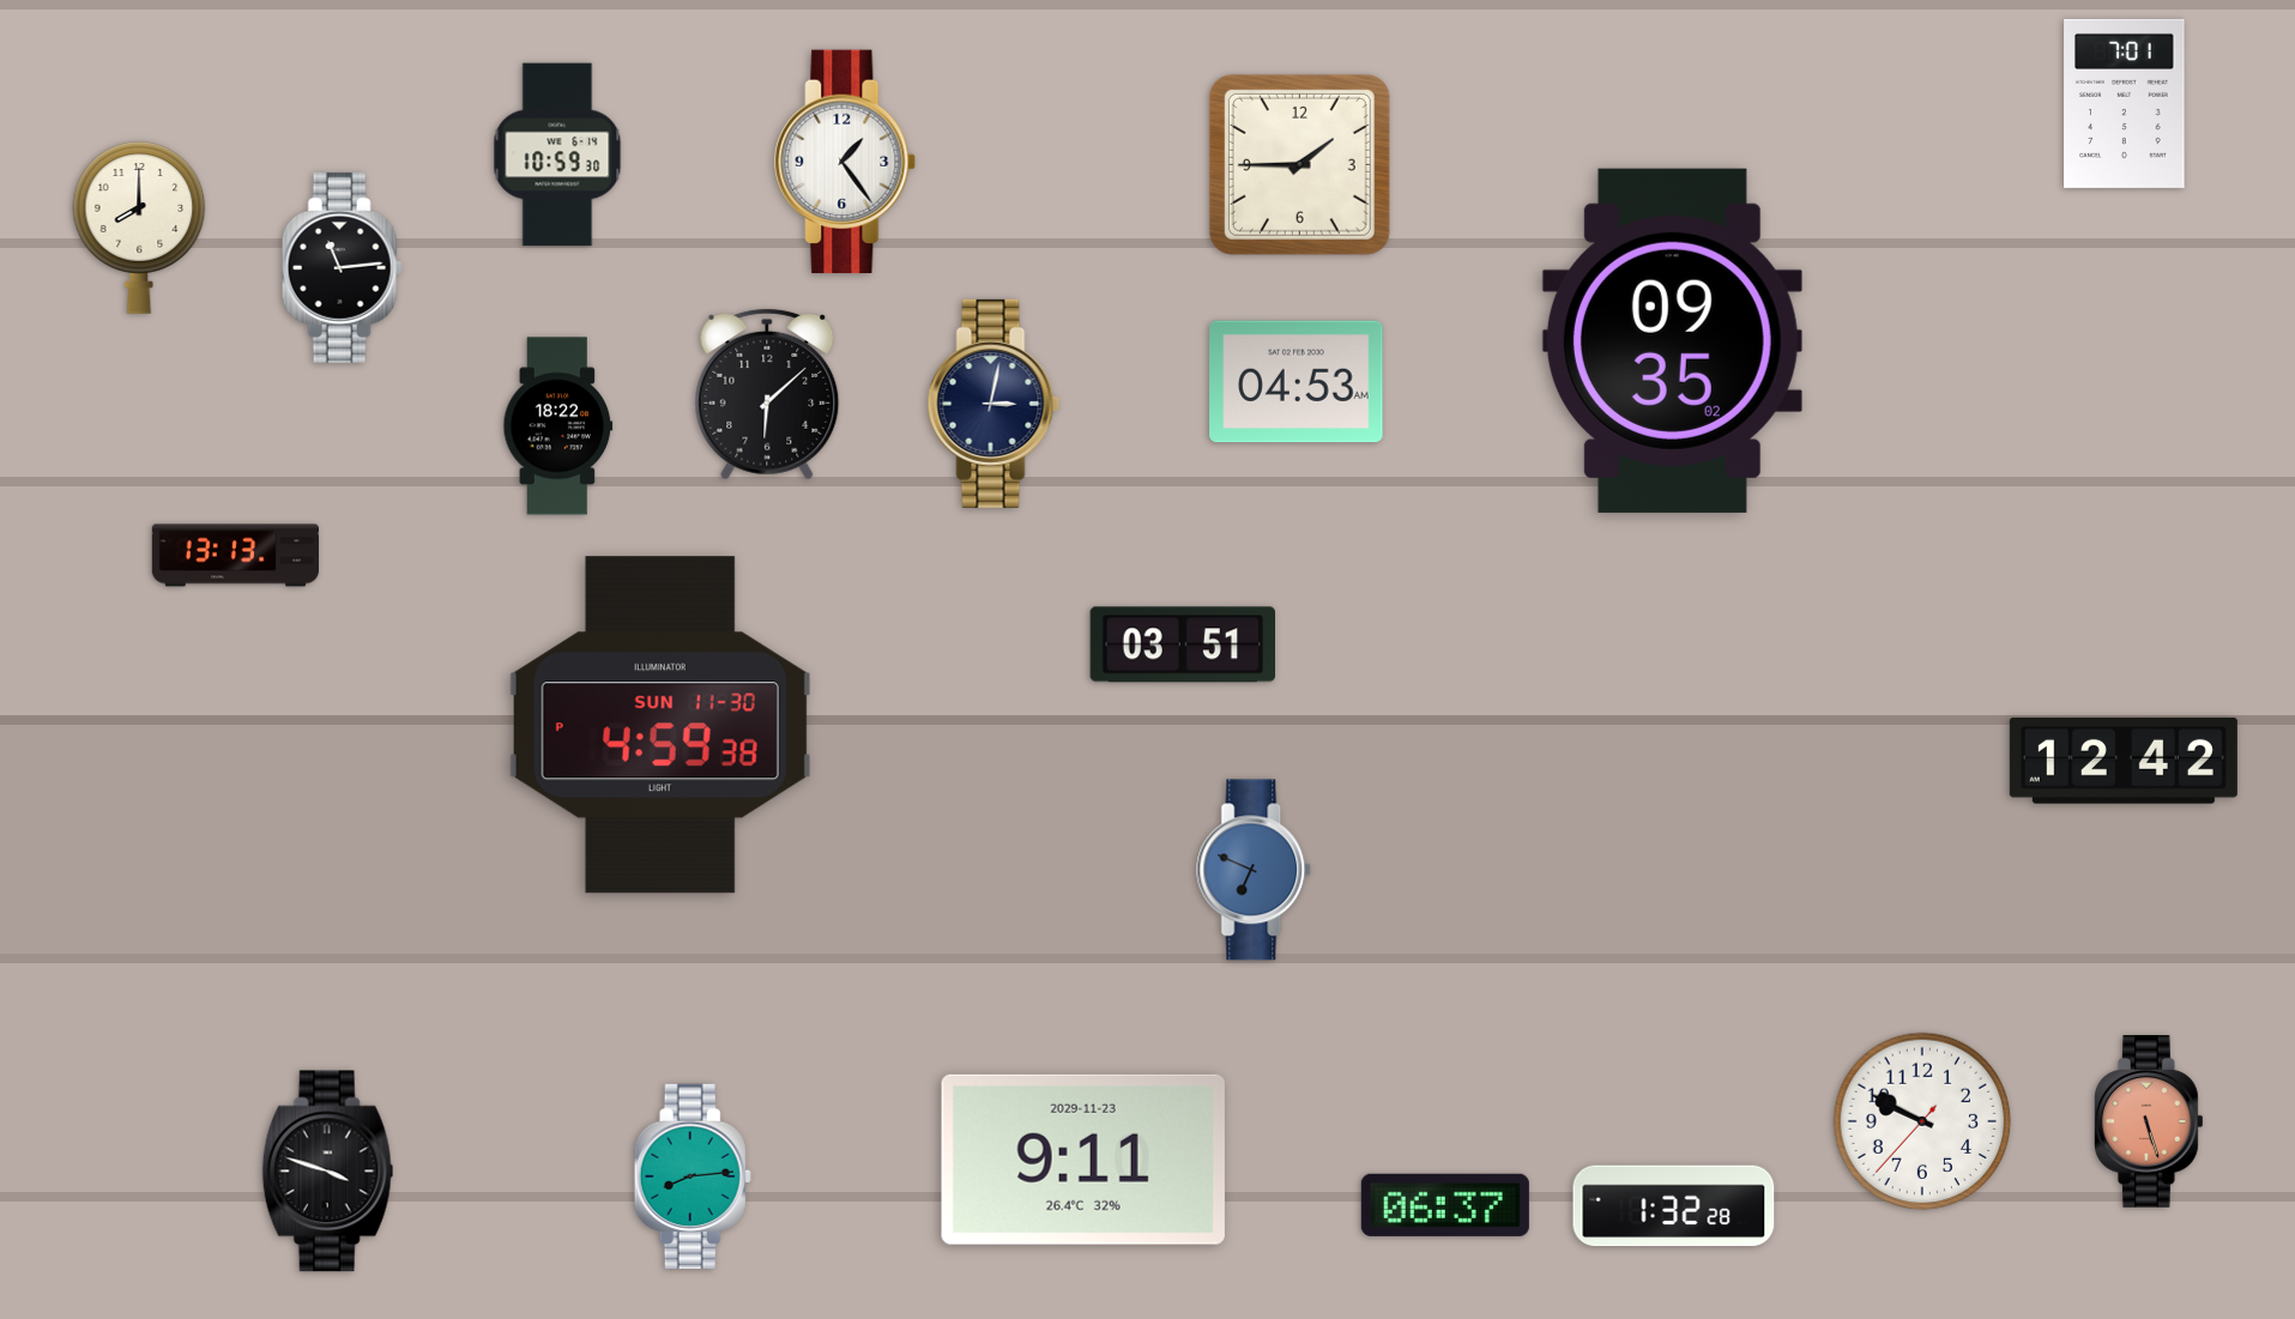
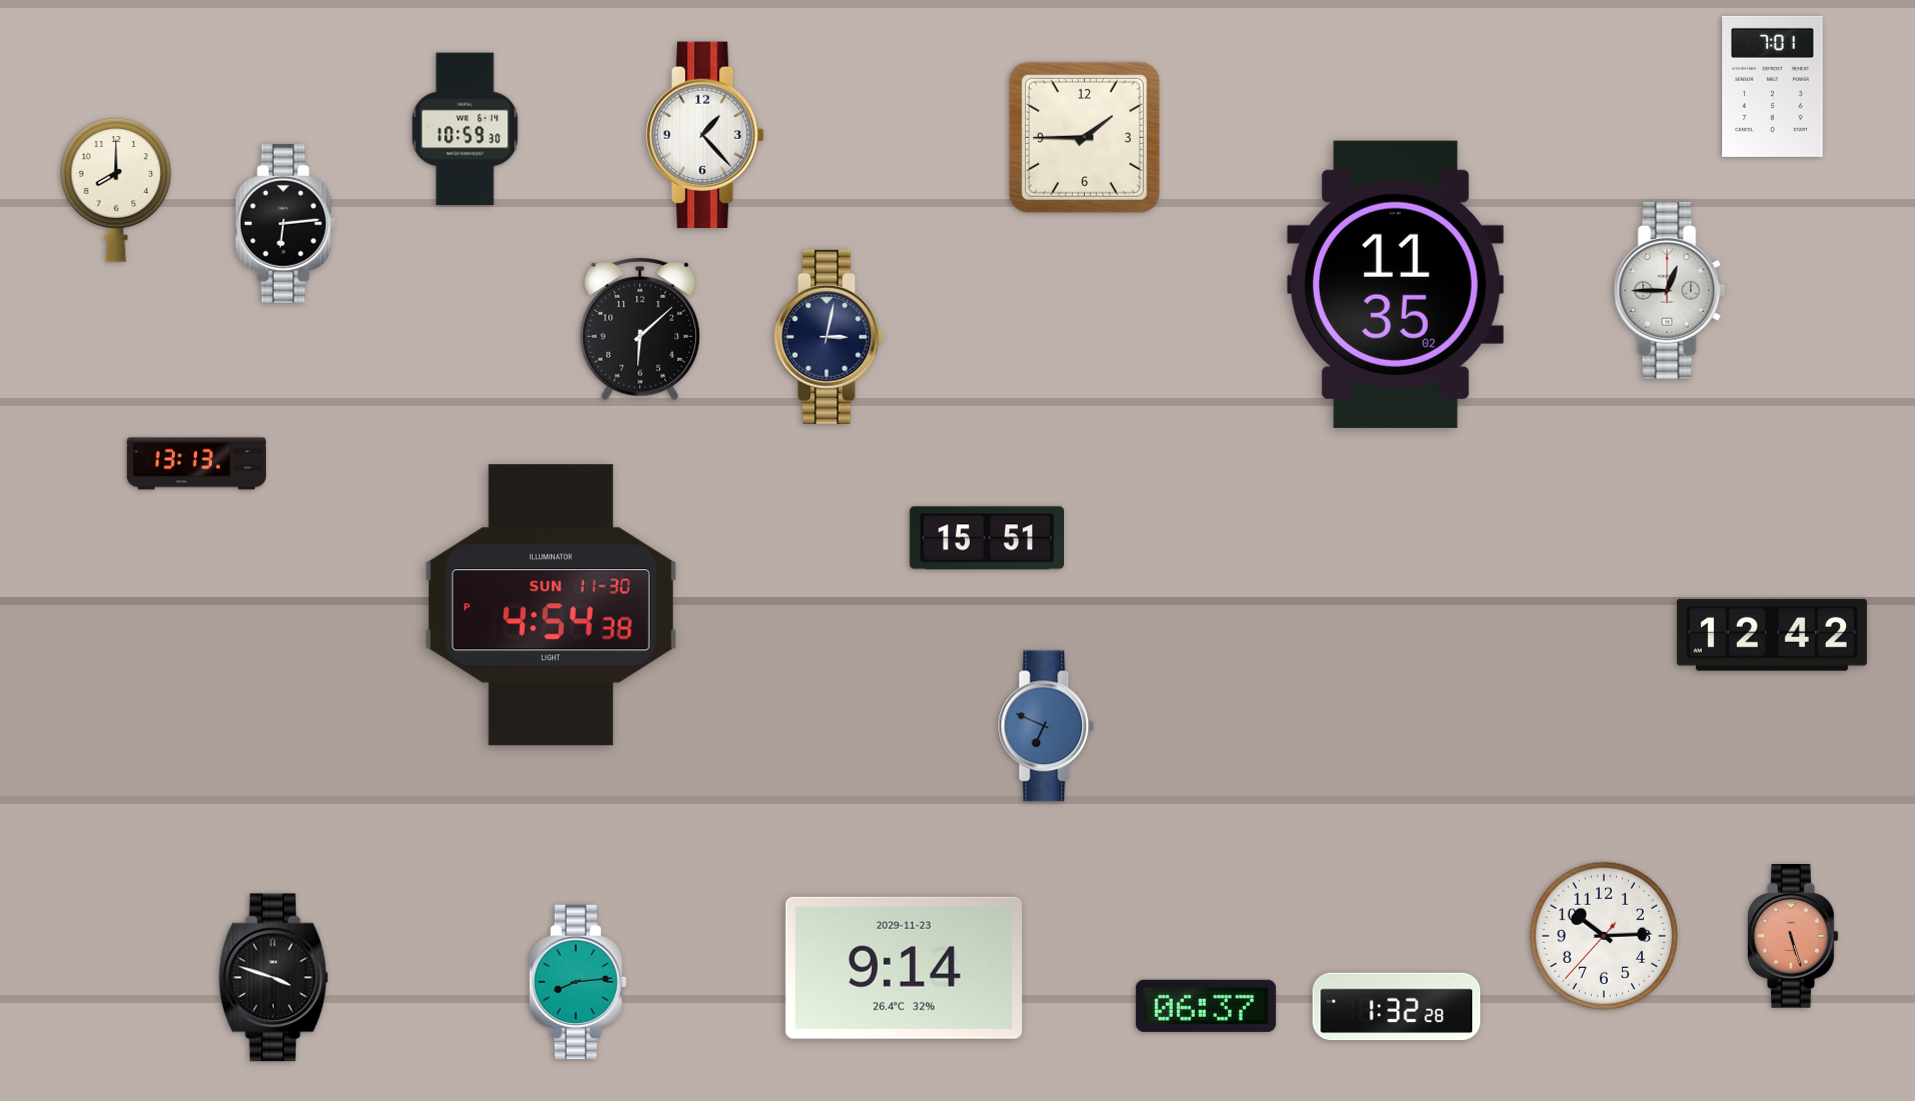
clock at (846, 162): 1:24 -> 1:23
clock at (342, 267): 11:14 -> 6:14
clock at (1672, 340): 09:35 -> 11:35
clock at (1670, 291): none -> 12:45
clock at (1297, 382): 04:53 -> none
clock at (558, 426): 18:22 -> none
clock at (1182, 645): 03:51 -> 15:51
clock at (660, 725): 4:59 -> 4:54
clock at (1922, 1121): 9:49 -> 10:14
clock at (1083, 1160): 9:11 -> 9:14
